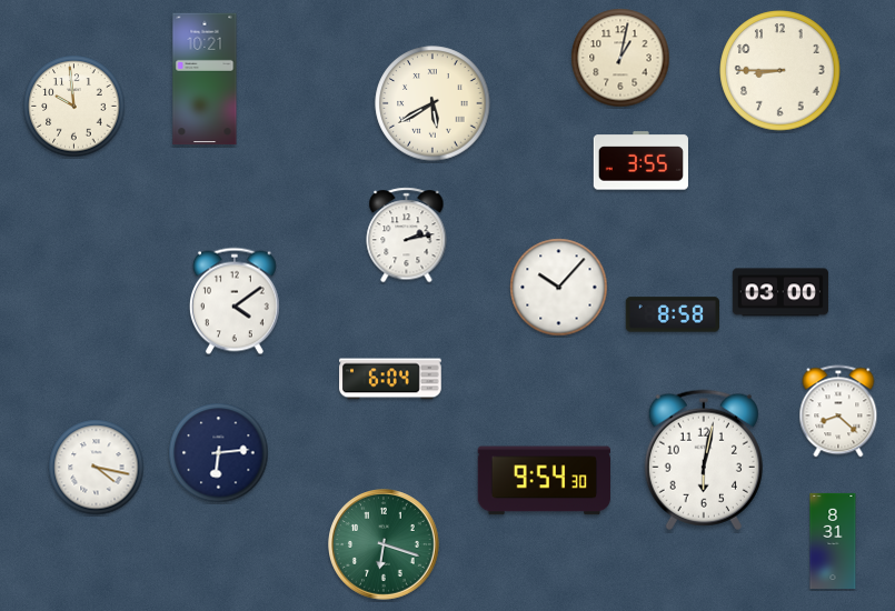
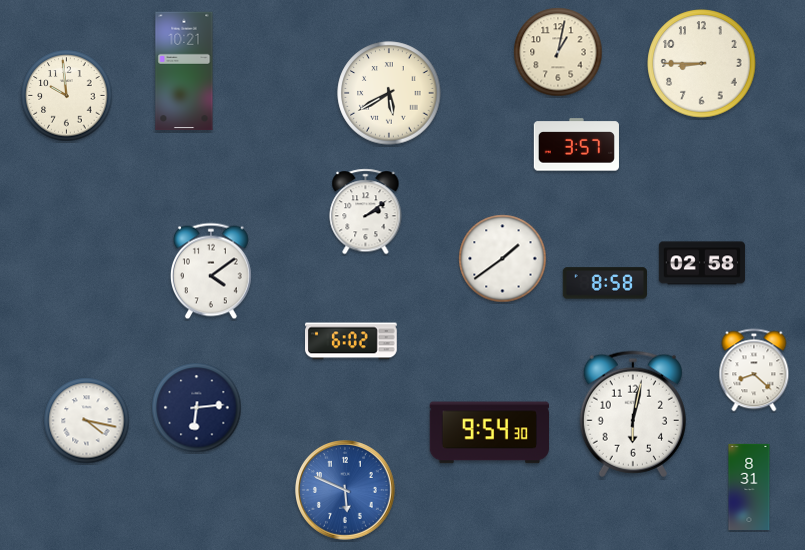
clock at (640, 161): 3:55 -> 3:57
clock at (407, 236): 2:13 -> 2:09
clock at (559, 288): 10:07 -> 1:39
clock at (780, 292): 03:00 -> 02:58
clock at (391, 379): 6:04 -> 6:02
clock at (385, 545): 6:18 -> 5:49
clock at (385, 545) dial: green -> blue
